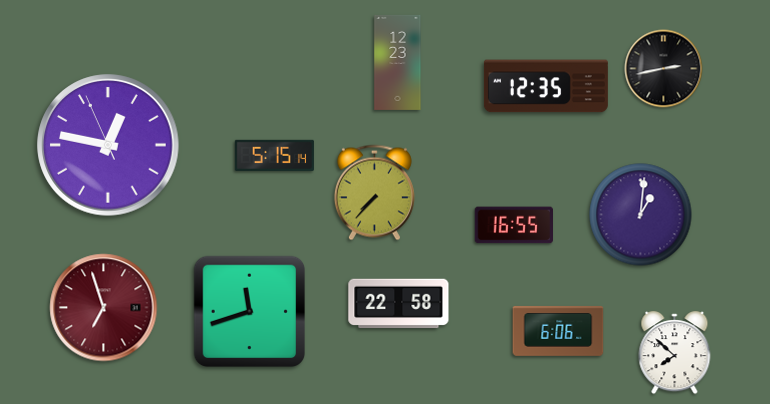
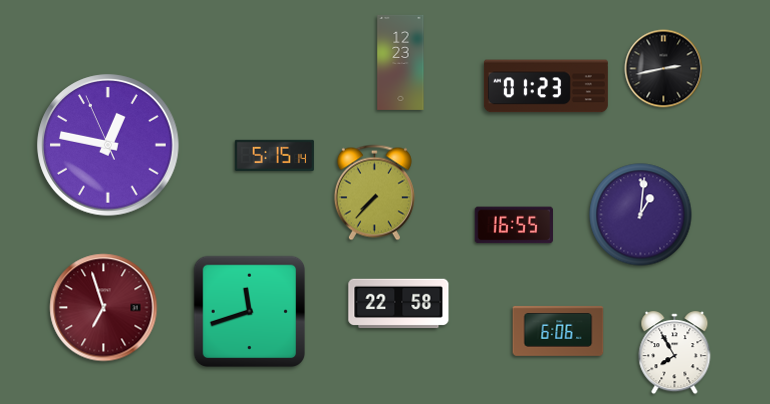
clock at (398, 62) position: (398, 62) -> (401, 62)
clock at (546, 86): 12:35 -> 01:23
clock at (675, 353): 7:52 -> 7:55
